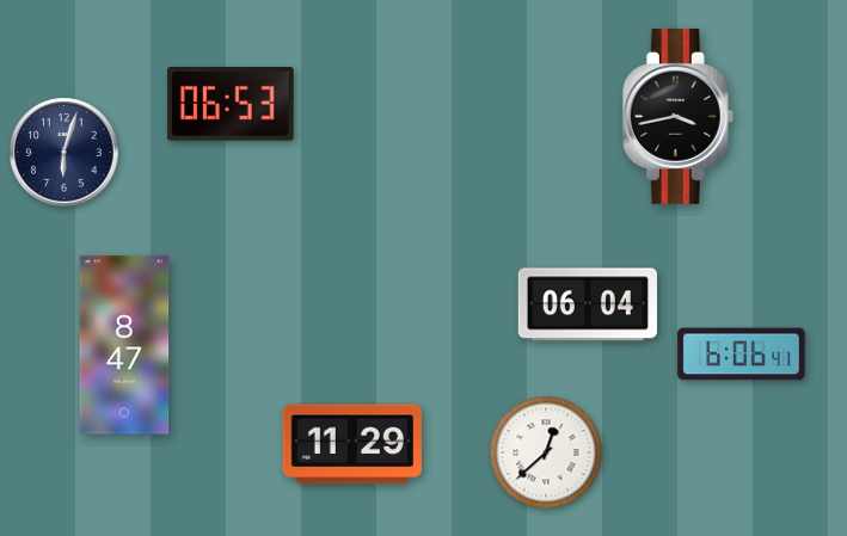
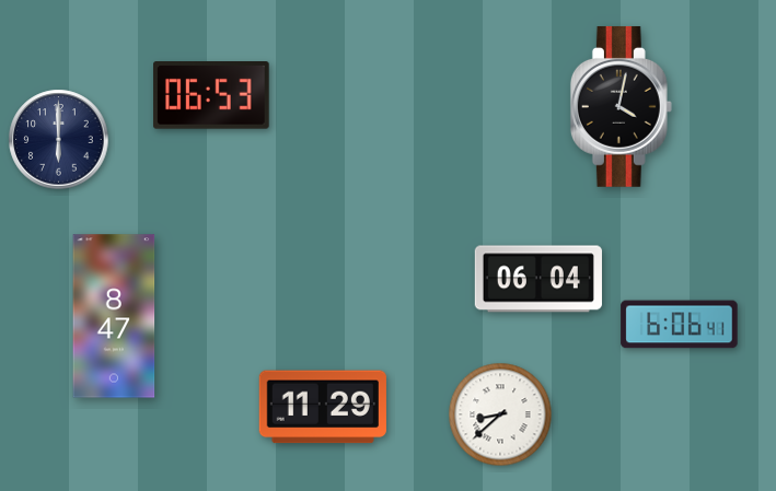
clock at (677, 116): 3:43 -> 4:02
clock at (65, 153): 6:03 -> 6:00
clock at (546, 452): 12:38 -> 8:38
